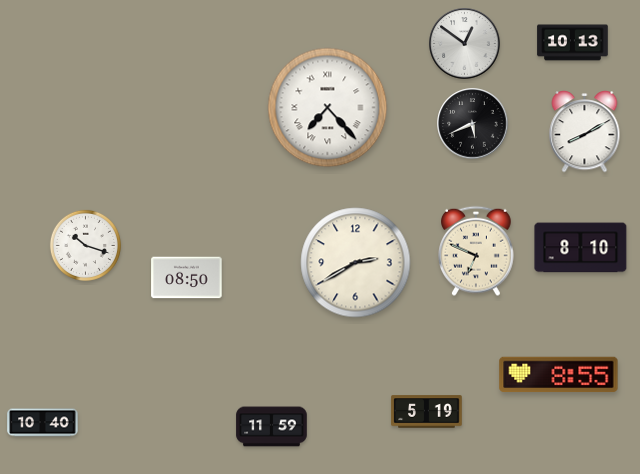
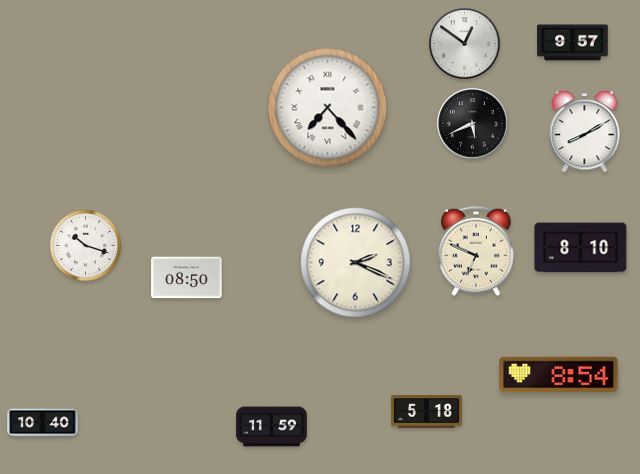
clock at (573, 43): 10:13 -> 9:57
clock at (356, 263): 2:40 -> 2:19
clock at (559, 375): 8:55 -> 8:54
clock at (427, 412): 5:19 -> 5:18
